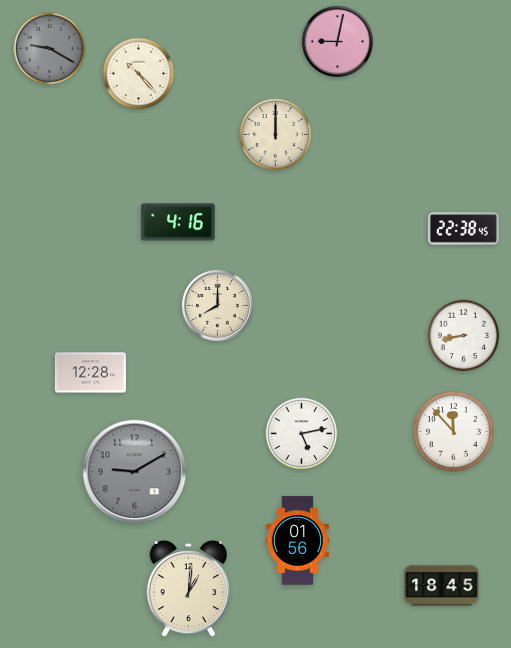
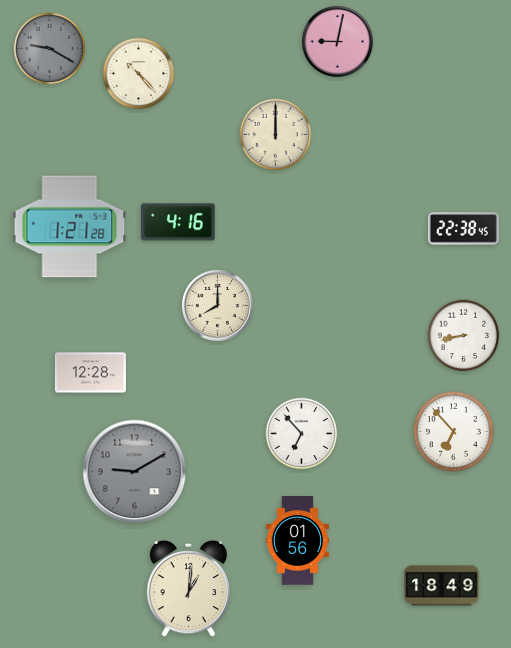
clock at (70, 227): none -> 1:21
clock at (454, 432): 11:53 -> 6:53
clock at (302, 434): 5:13 -> 6:53
clock at (442, 586): 18:45 -> 18:49
